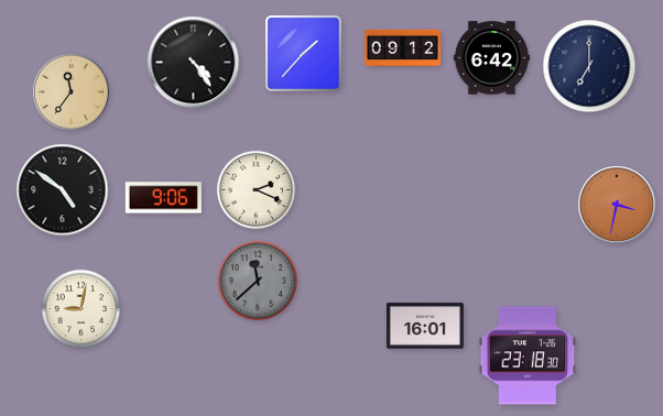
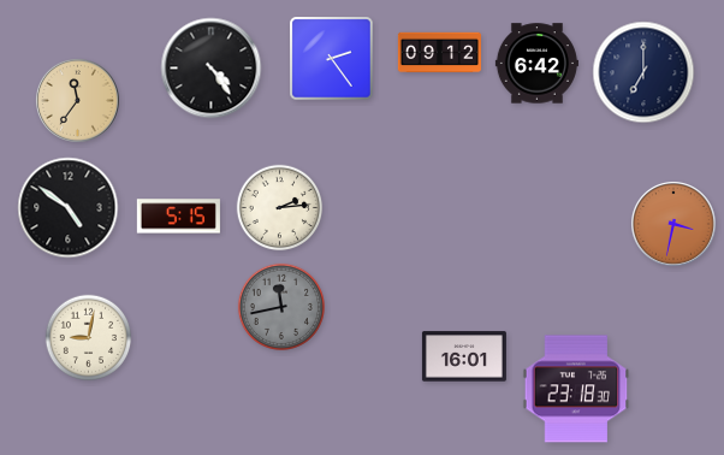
clock at (304, 54): 1:37 -> 2:24
clock at (257, 190): 2:19 -> 2:14
clock at (163, 198): 9:06 -> 5:15
clock at (257, 280): 11:38 -> 11:43
